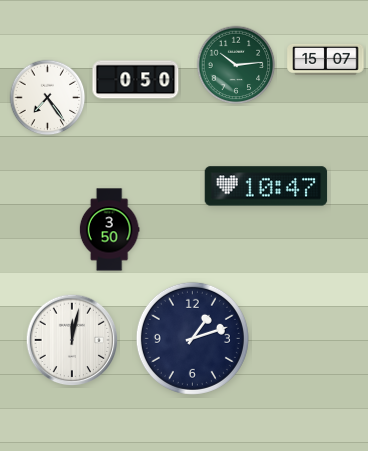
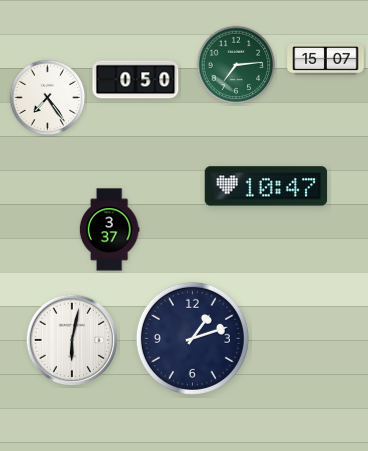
clock at (236, 65): 10:14 -> 7:14
clock at (109, 230): 3:50 -> 3:37
clock at (72, 340): 12:02 -> 6:02
